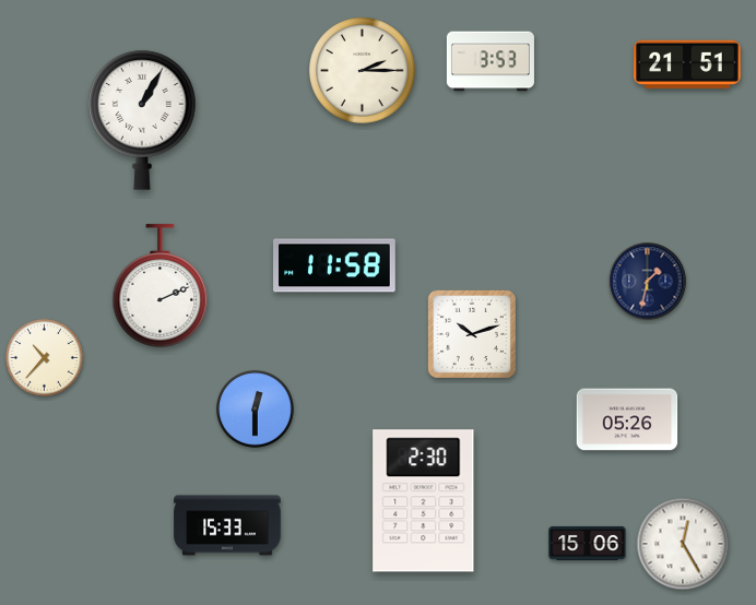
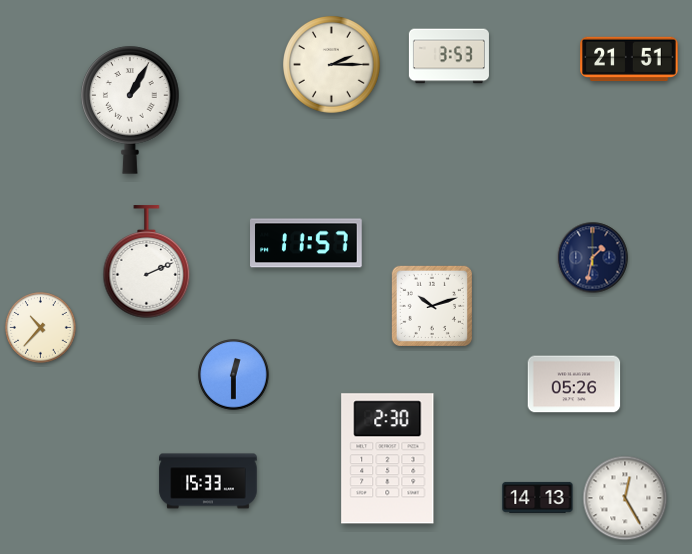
clock at (335, 265): 11:58 -> 11:57
clock at (588, 543): 15:06 -> 14:13
